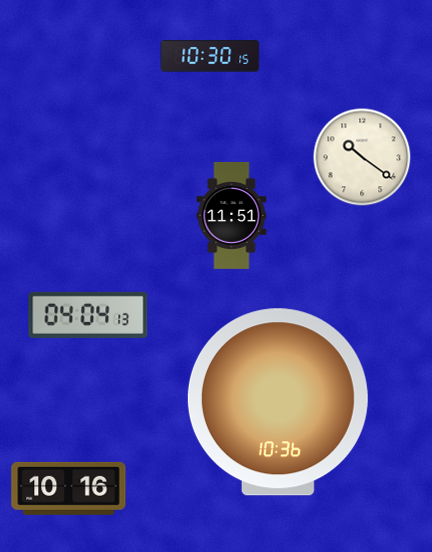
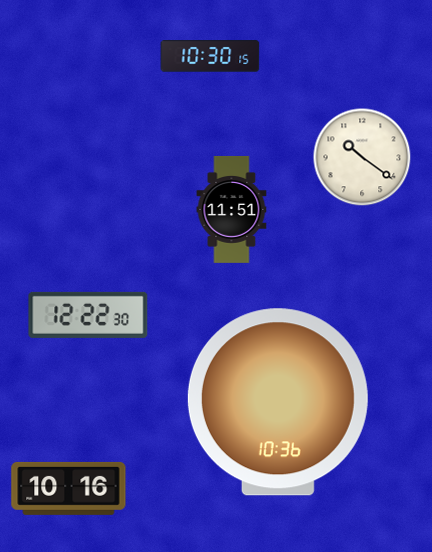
clock at (232, 215) position: (232, 215) -> (232, 209)
clock at (88, 315): 04:04 -> 12:22
